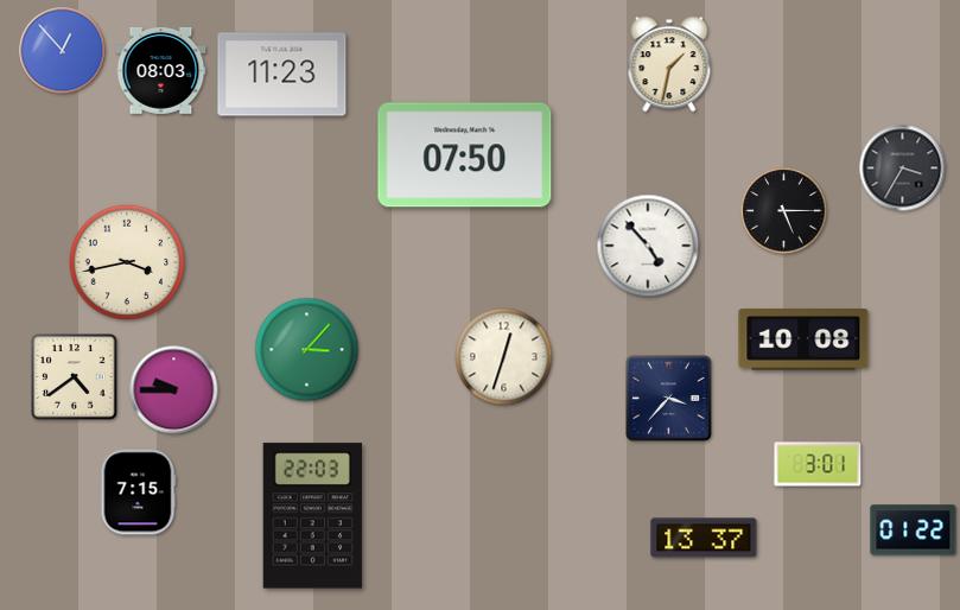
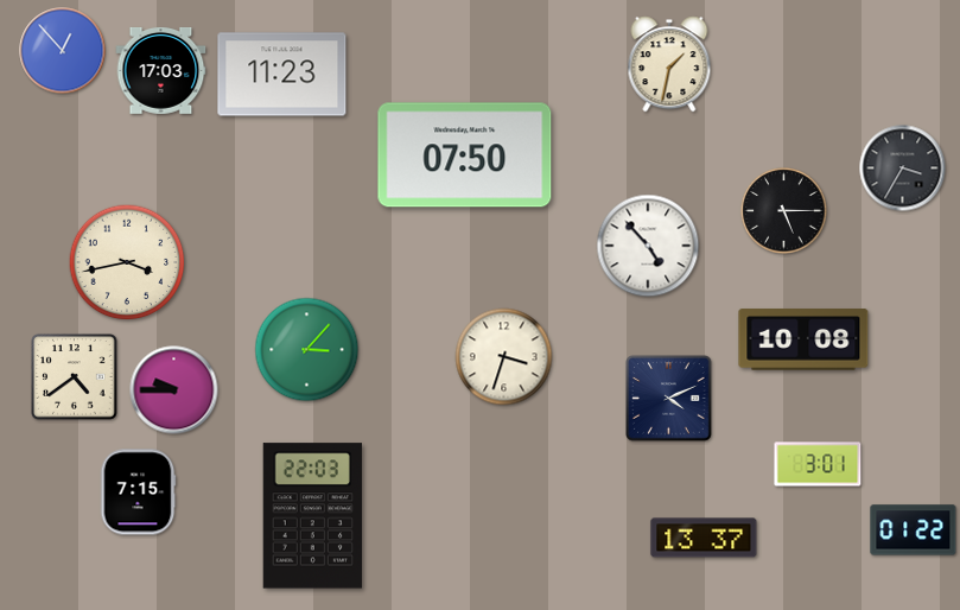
clock at (161, 70): 08:03 -> 17:03
clock at (504, 357): 12:33 -> 3:33
clock at (669, 399): 3:37 -> 4:11
